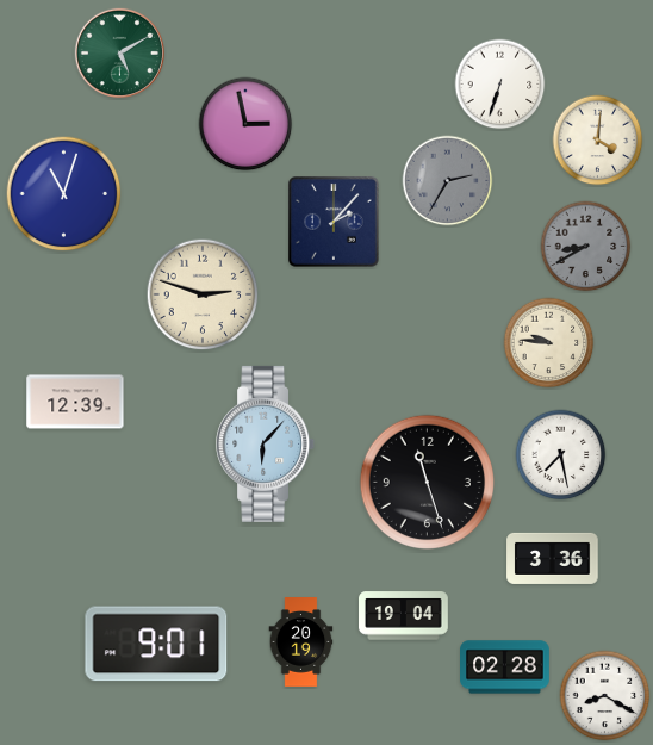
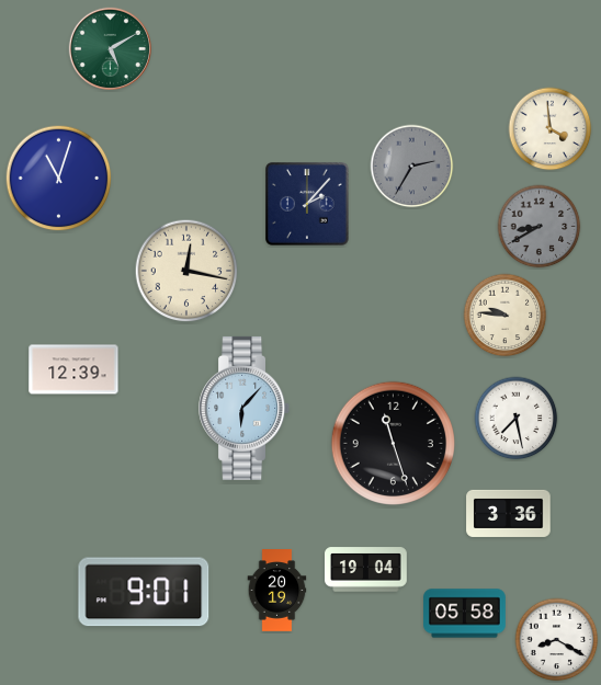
clock at (500, 85): 6:33 -> none
clock at (245, 124): 2:58 -> none
clock at (598, 141): 4:01 -> 3:59
clock at (203, 294): 2:48 -> 12:17
clock at (75, 402) position: (75, 402) -> (73, 369)
clock at (404, 616) position: (404, 616) -> (366, 570)
clock at (505, 668): 02:28 -> 05:58
